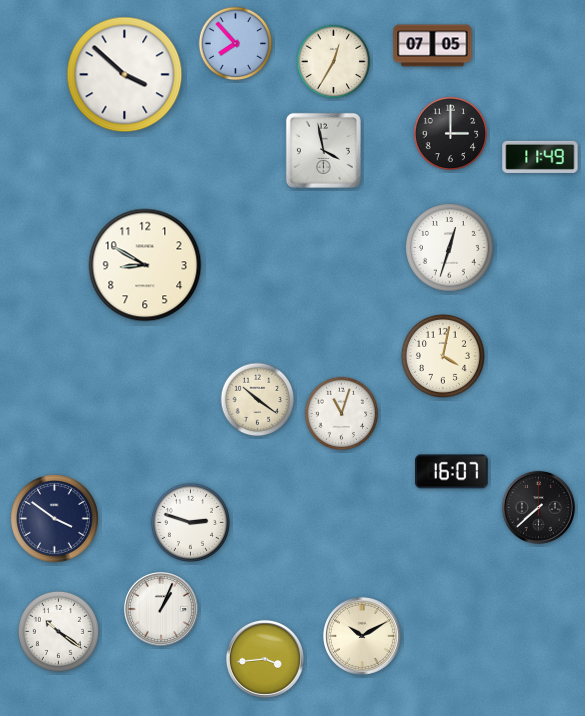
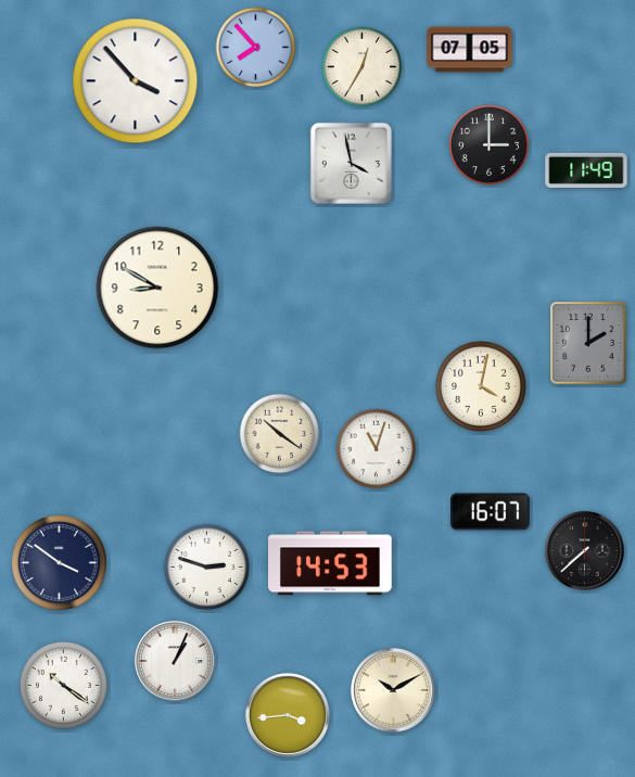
clock at (125, 75): 3:52 -> 3:53
clock at (450, 248): 12:33 -> none
clock at (588, 343): none -> 2:00
clock at (342, 414) position: (342, 414) -> (377, 449)
clock at (331, 563): none -> 14:53
